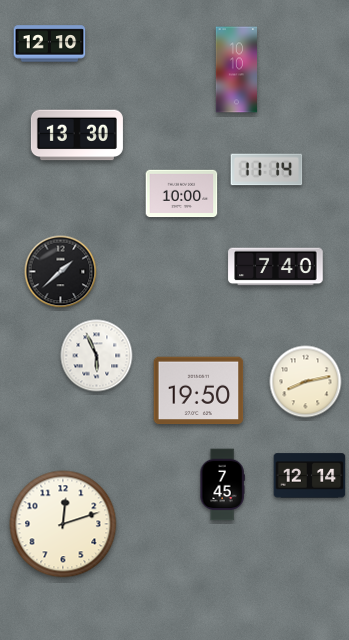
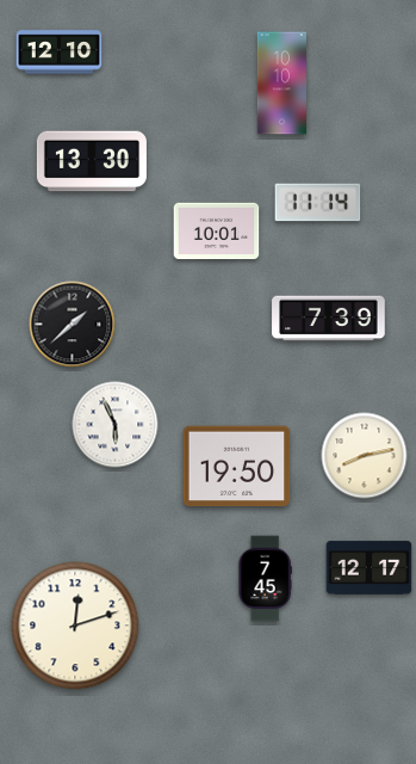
clock at (182, 194): 10:00 -> 10:01
clock at (276, 267): 7:40 -> 7:39
clock at (310, 476): 12:14 -> 12:17
